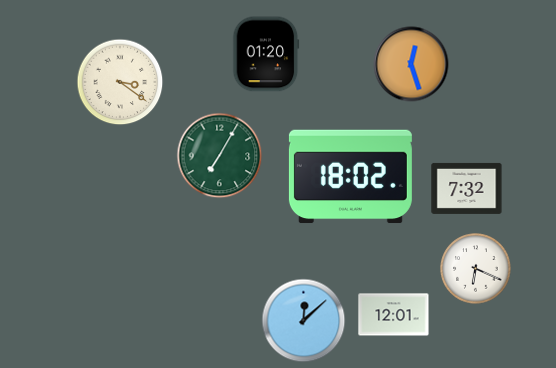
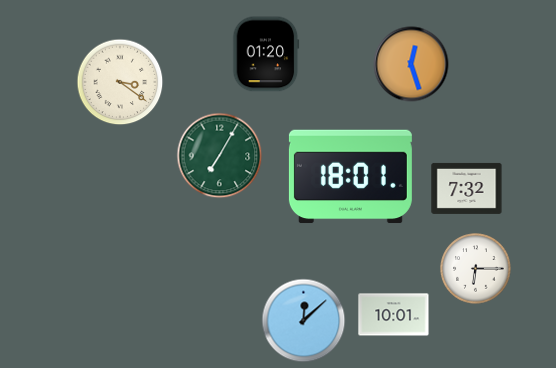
clock at (350, 177): 18:02 -> 18:01
clock at (476, 269): 6:19 -> 6:15
clock at (394, 315): 12:01 -> 10:01
